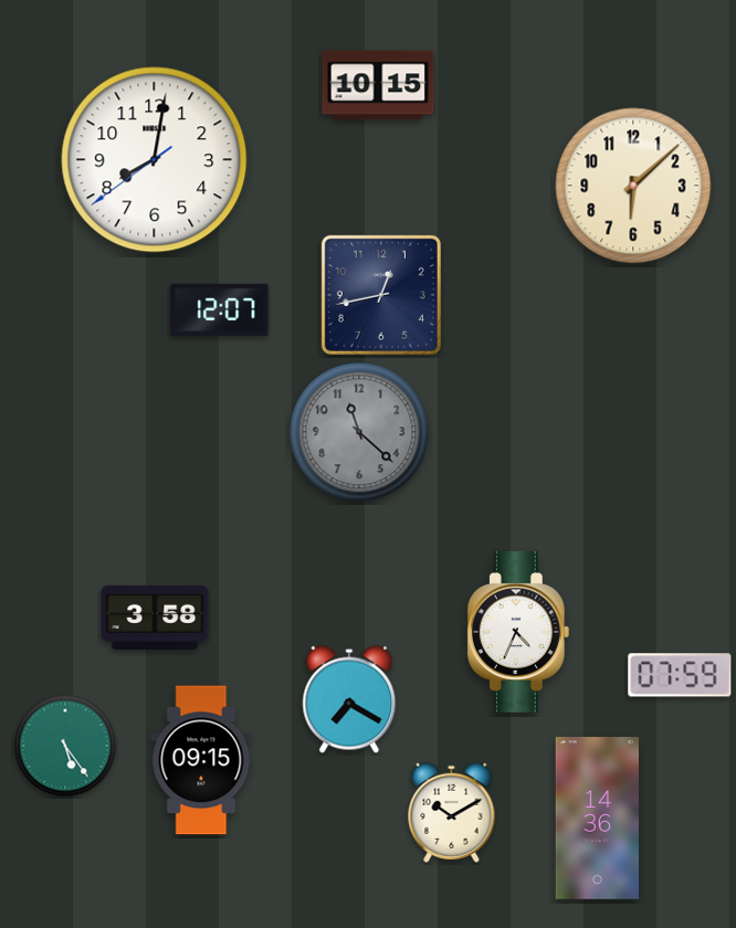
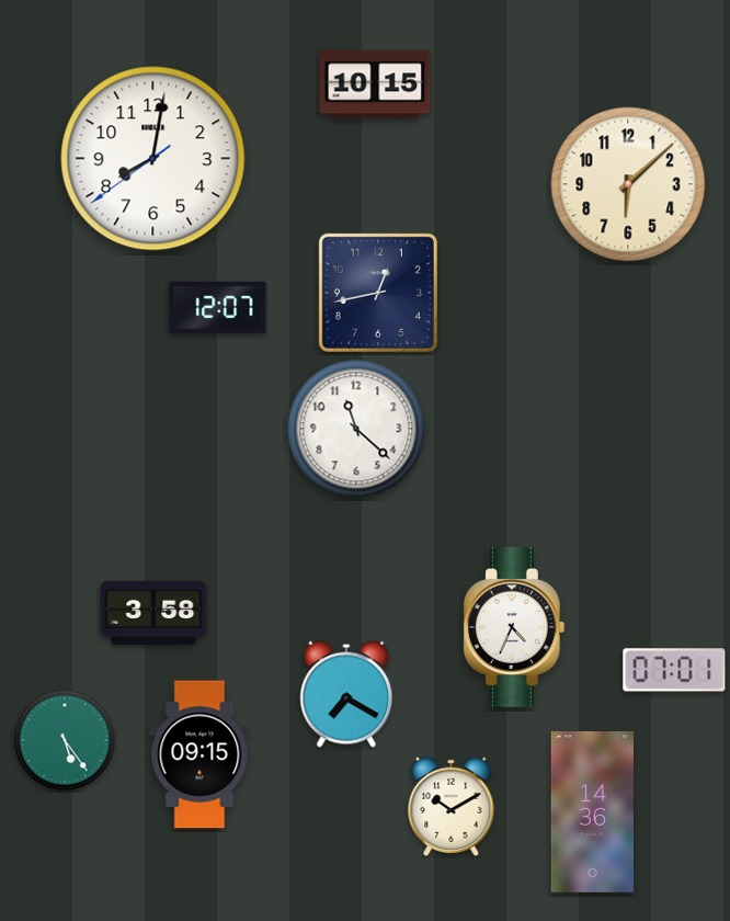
clock at (359, 432) dial: grey -> white
clock at (680, 675): 07:59 -> 07:01
clock at (452, 812) position: (452, 812) -> (452, 806)
